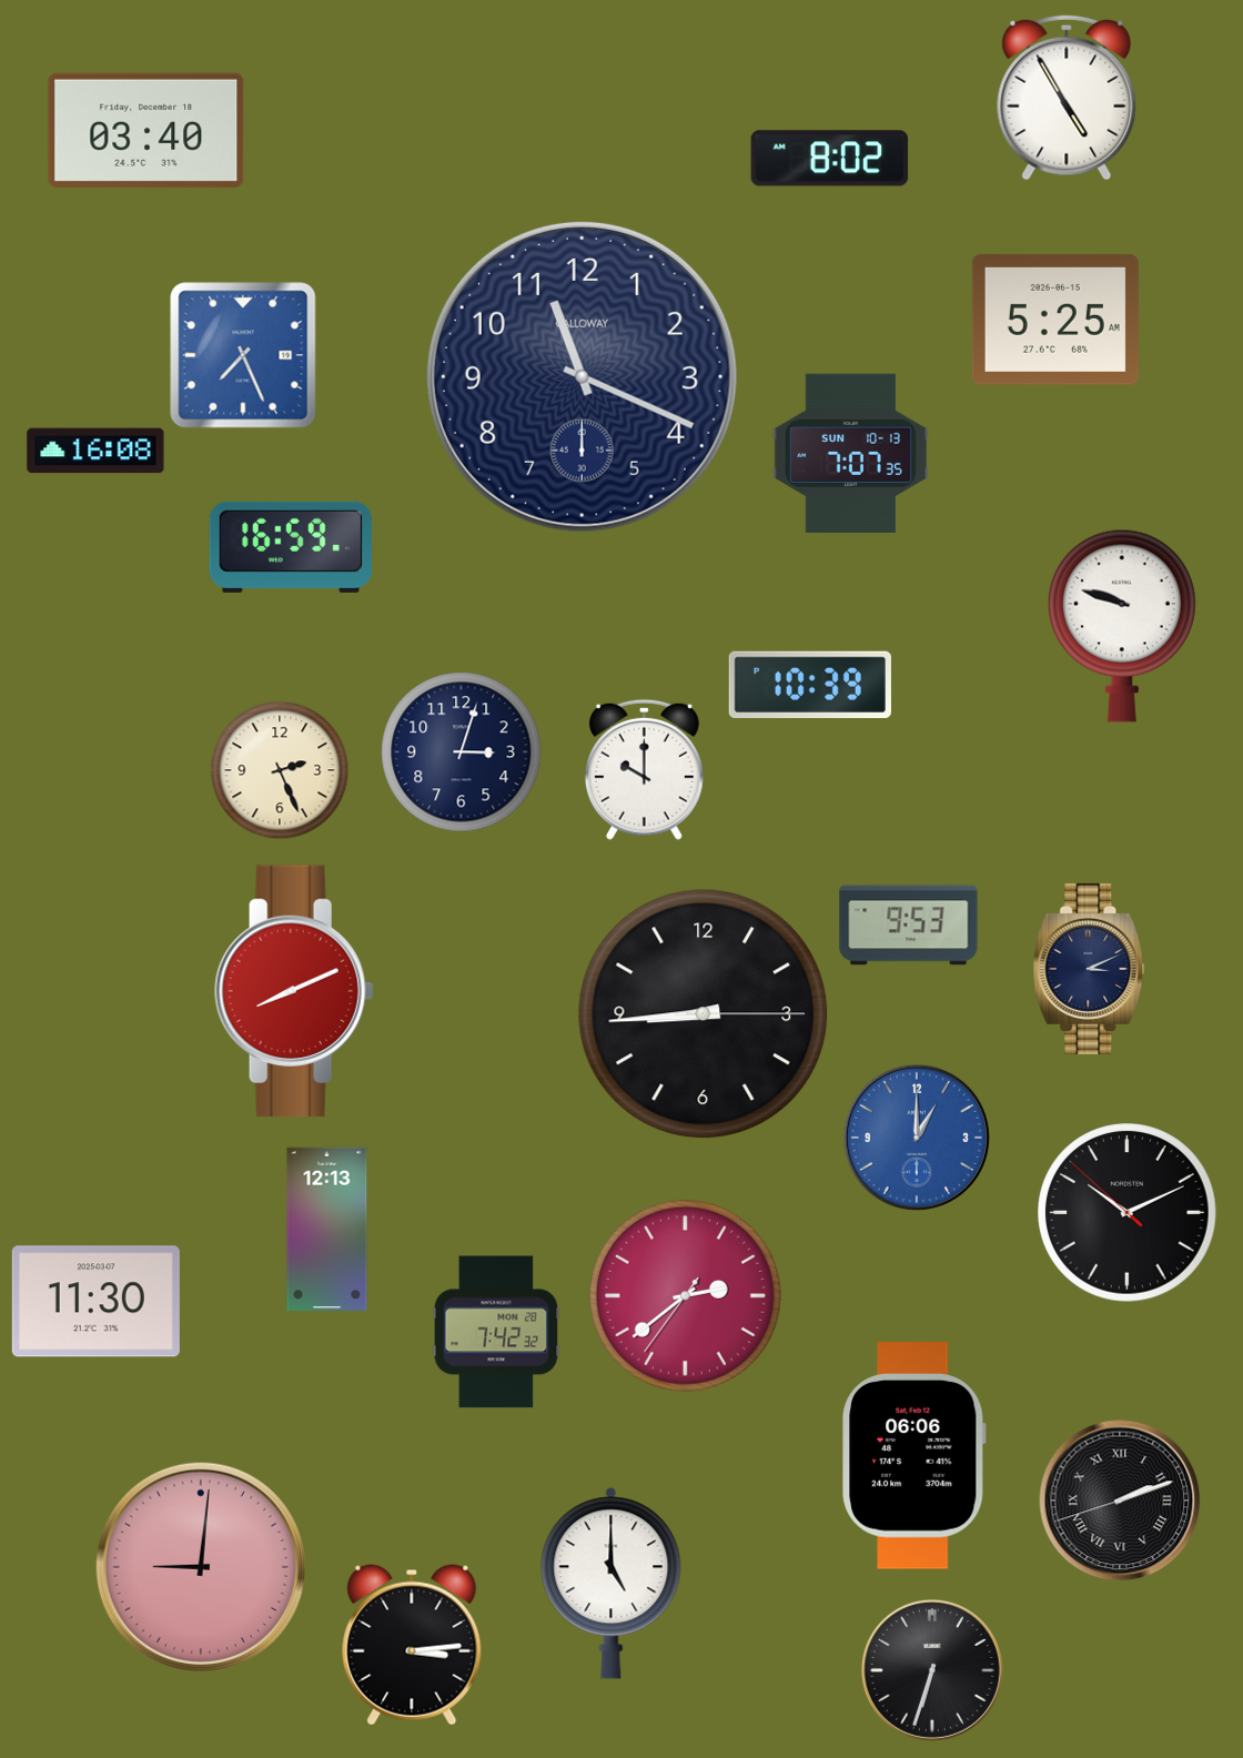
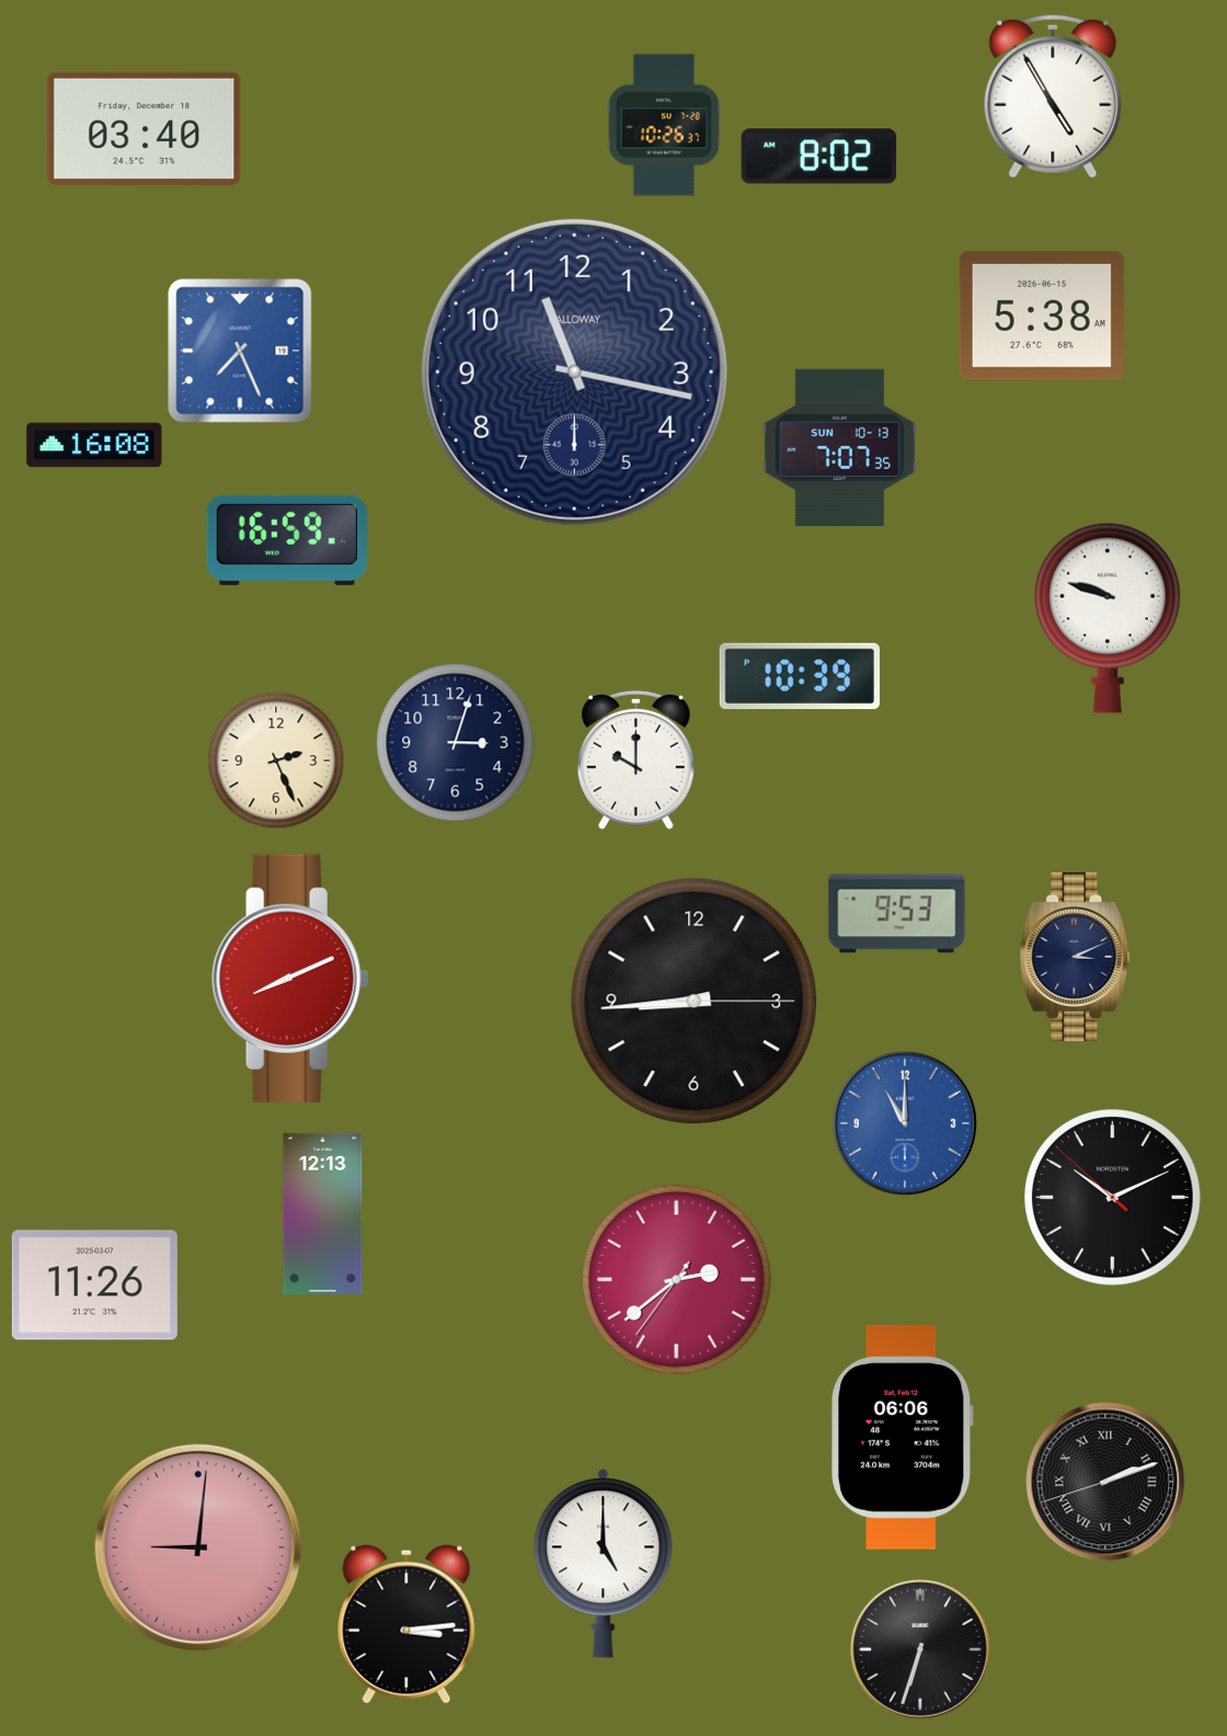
clock at (664, 125): none -> 10:26
clock at (1055, 320): 5:25 -> 5:38
clock at (582, 376): 11:19 -> 11:17
clock at (917, 1138): 1:00 -> 11:00
clock at (95, 1302): 11:30 -> 11:26
clock at (496, 1332): 7:42 -> none
